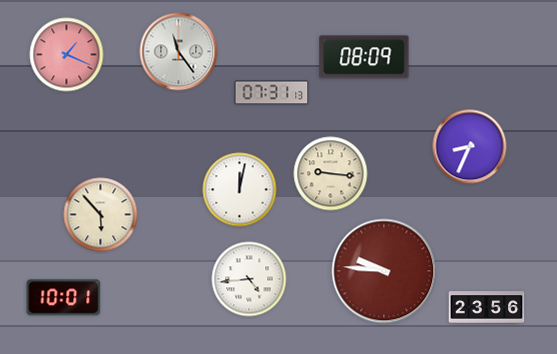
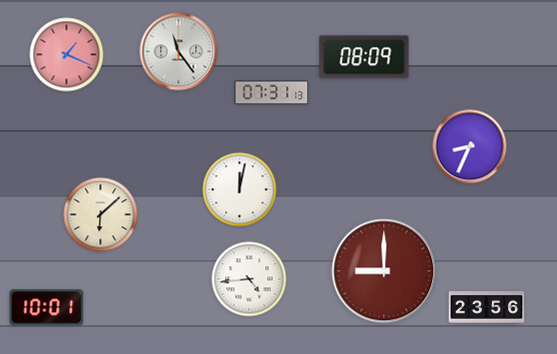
clock at (331, 174): 9:16 -> none
clock at (101, 215): 5:53 -> 6:08
clock at (384, 271): 9:46 -> 9:00
clock at (64, 298) position: (64, 298) -> (47, 308)
